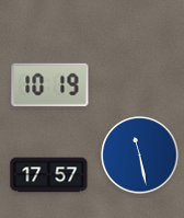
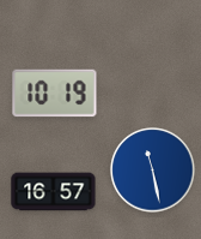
clock at (49, 175): 17:57 -> 16:57
